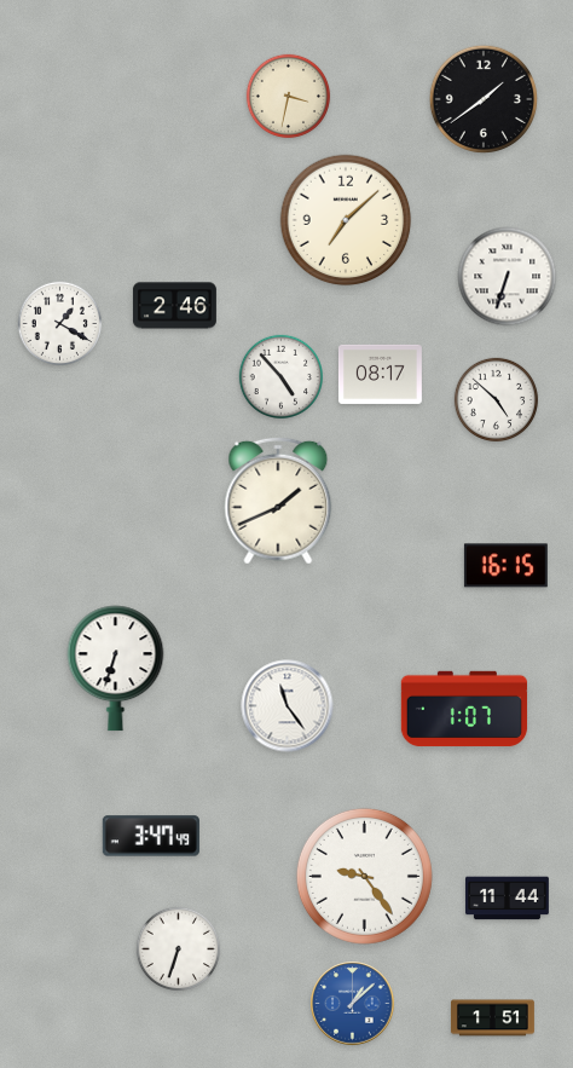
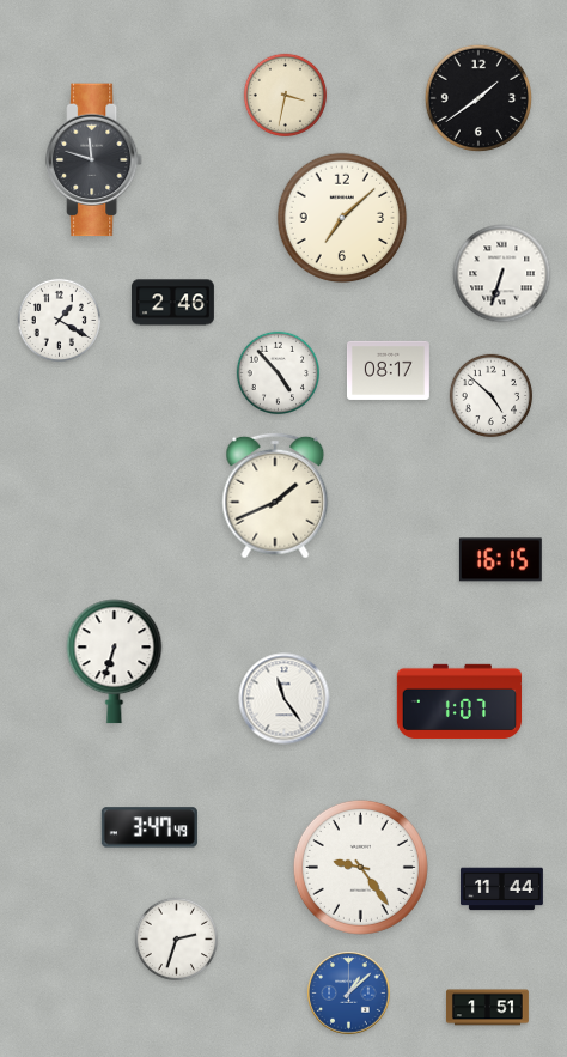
clock at (94, 160): none -> 11:48
clock at (380, 374) position: (380, 374) -> (388, 370)
clock at (179, 949): 6:33 -> 2:33
